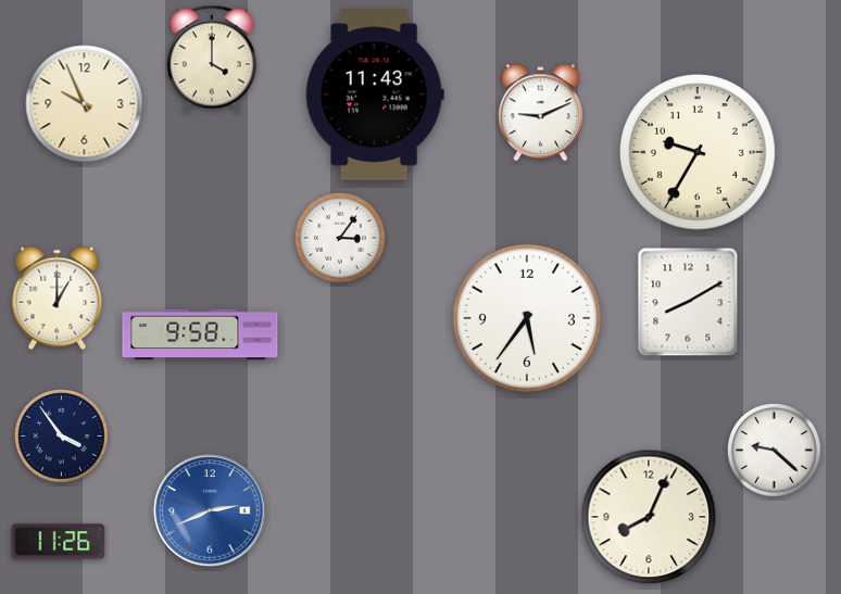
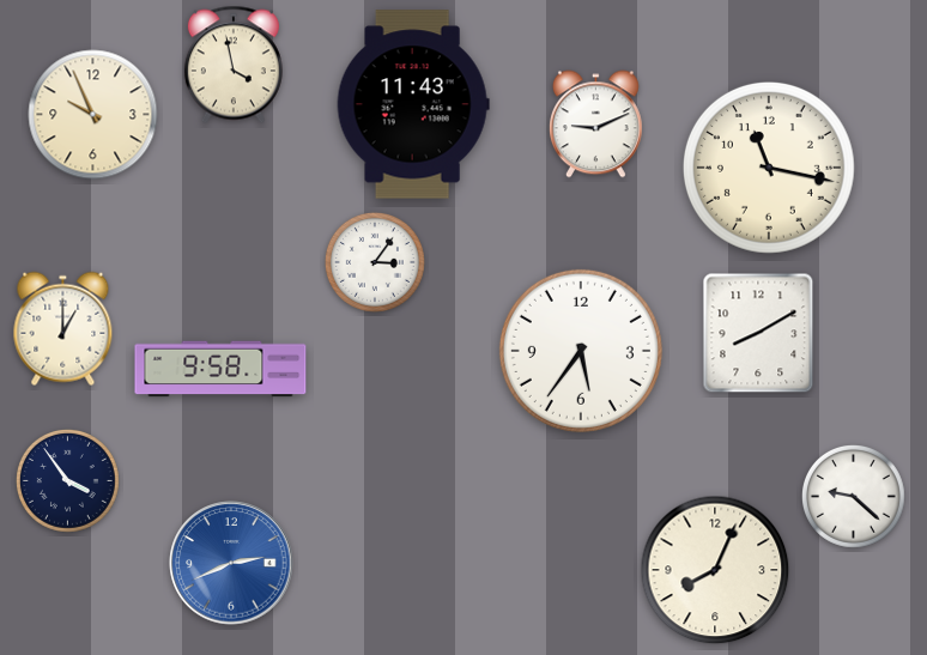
clock at (212, 59): 4:00 -> 3:58
clock at (698, 152): 9:35 -> 11:17
clock at (59, 542): 11:26 -> none
